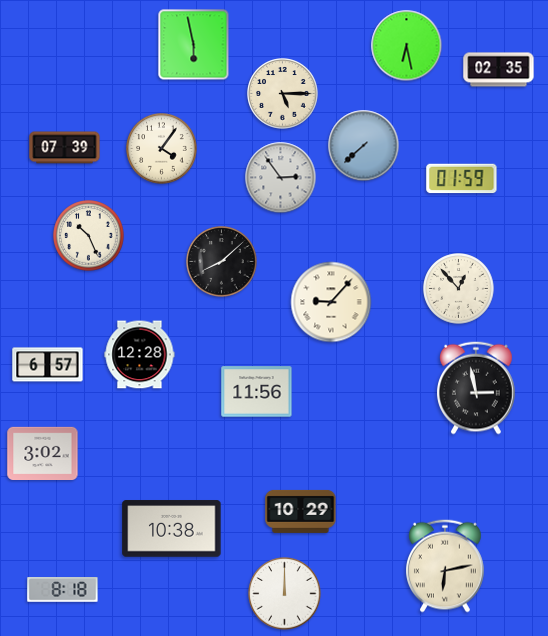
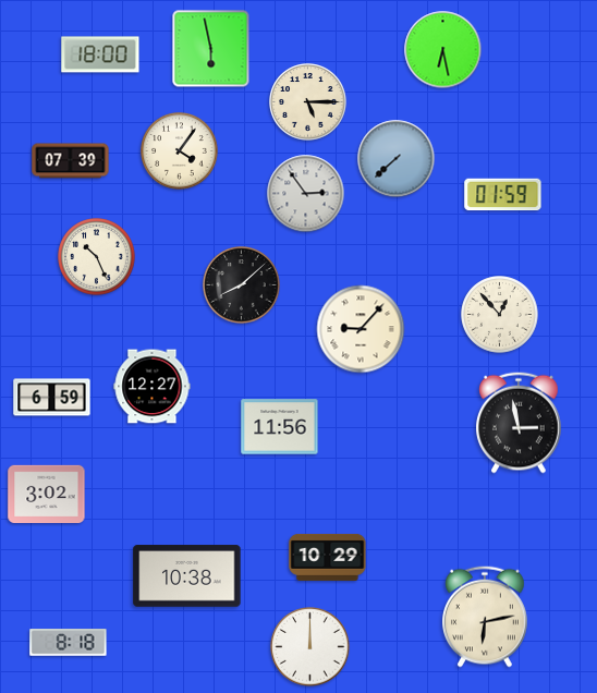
clock at (100, 54): none -> 18:00
clock at (499, 70): 02:35 -> none
clock at (162, 149) position: (162, 149) -> (180, 151)
clock at (140, 355): 12:28 -> 12:27
clock at (48, 365): 6:57 -> 6:59
